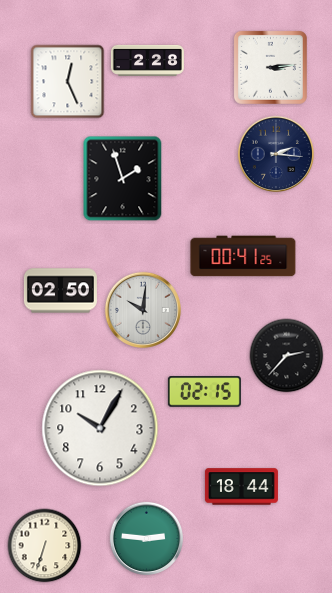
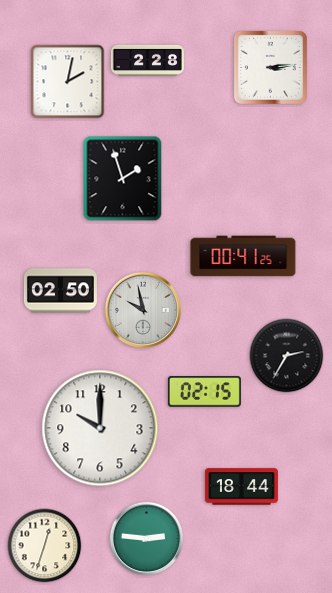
clock at (68, 82): 12:26 -> 2:02
clock at (275, 153): 2:16 -> none
clock at (142, 309): 10:01 -> 9:58
clock at (287, 356): 2:37 -> 2:35
clock at (100, 428): 10:05 -> 10:00
clock at (45, 546): 6:33 -> 12:33
